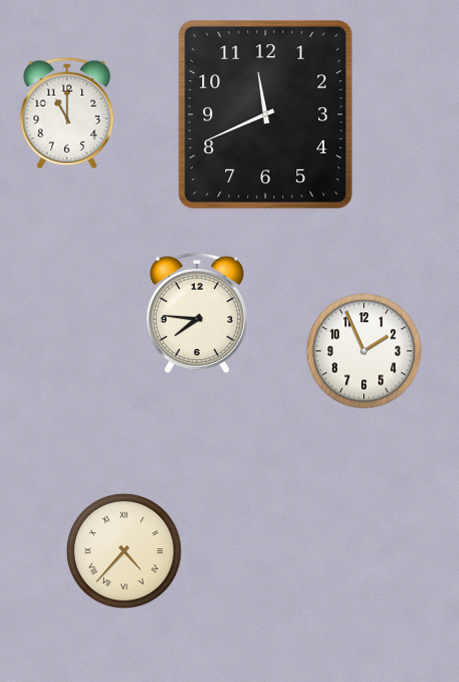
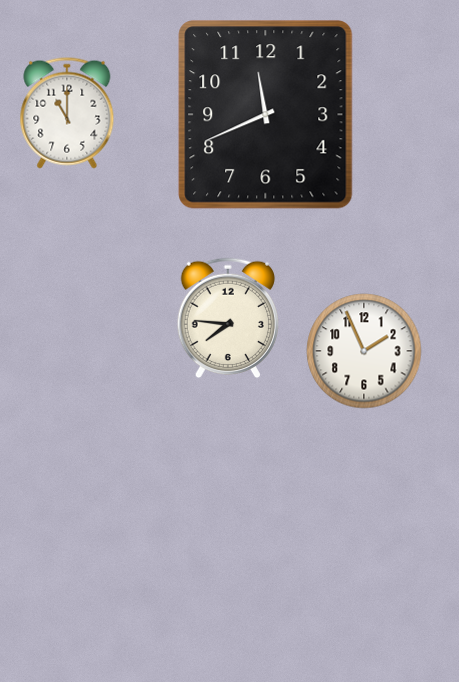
clock at (196, 313) position: (196, 313) -> (227, 318)
clock at (124, 551): 4:37 -> none
